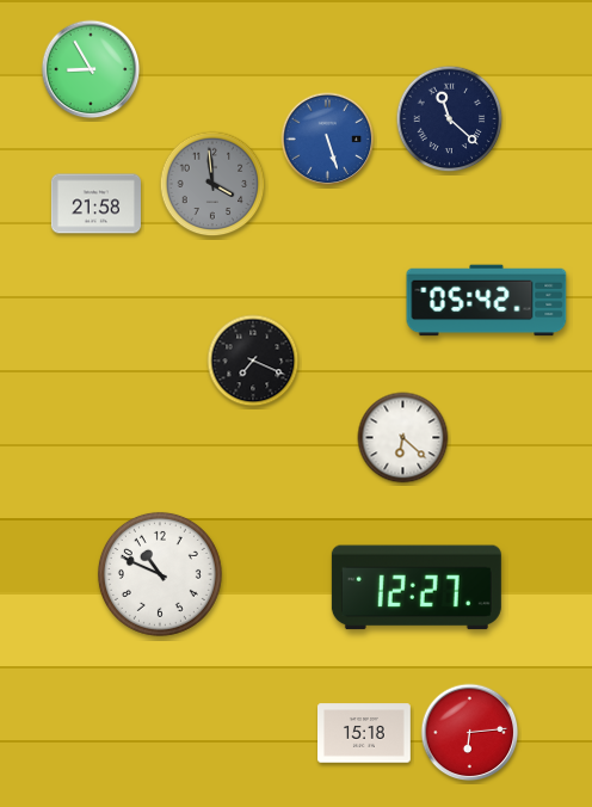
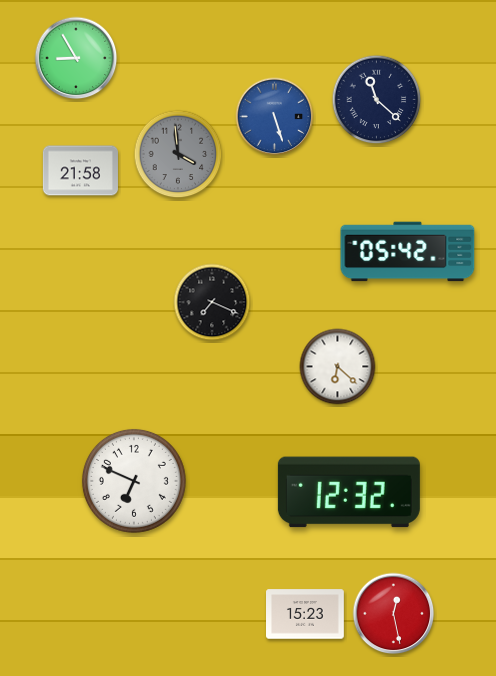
clock at (160, 574): 10:49 -> 6:49
clock at (417, 587): 12:27 -> 12:32
clock at (365, 733): 15:18 -> 15:23
clock at (470, 733): 6:14 -> 12:28
